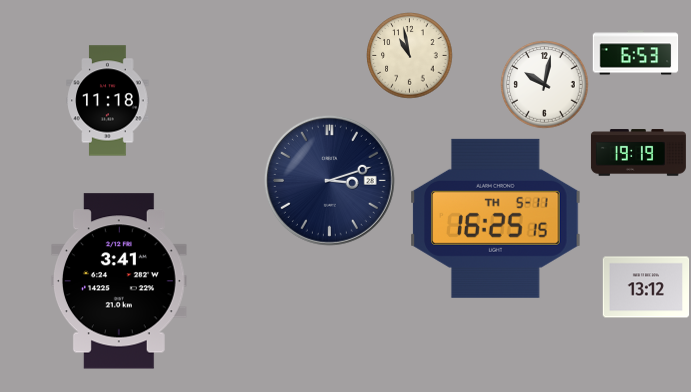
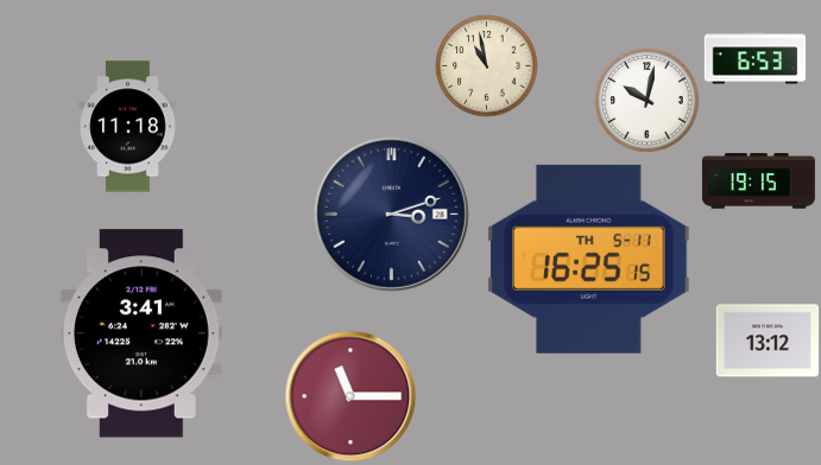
clock at (635, 53) position: (635, 53) -> (754, 58)
clock at (108, 101) position: (108, 101) -> (128, 127)
clock at (638, 153): 19:19 -> 19:15
clock at (350, 396): none -> 11:15
